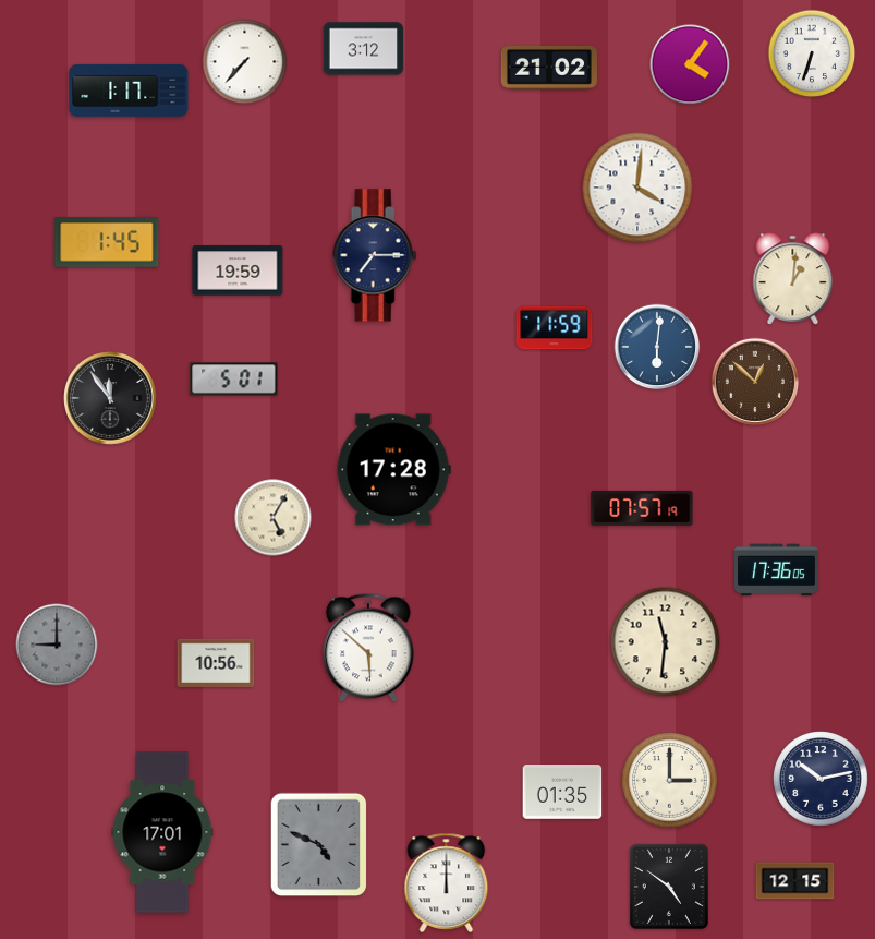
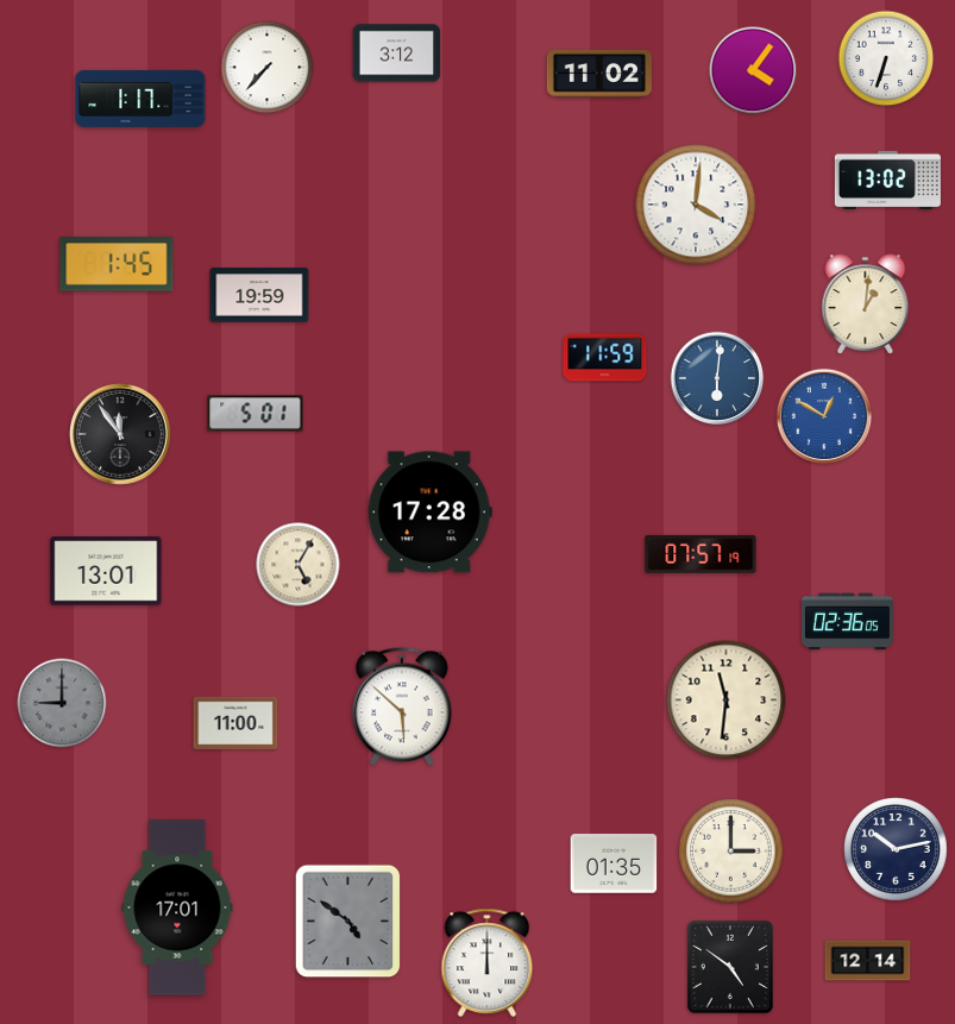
clock at (549, 68): 21:02 -> 11:02
clock at (887, 180): none -> 13:02
clock at (375, 255): 7:15 -> none
clock at (755, 382): 12:52 -> 12:50
clock at (755, 382) dial: brown -> blue
clock at (106, 571): none -> 13:01
clock at (777, 570): 17:36 -> 02:36
clock at (216, 663): 10:56 -> 11:00
clock at (319, 845): 4:49 -> 4:51
clock at (795, 881): 12:15 -> 12:14
